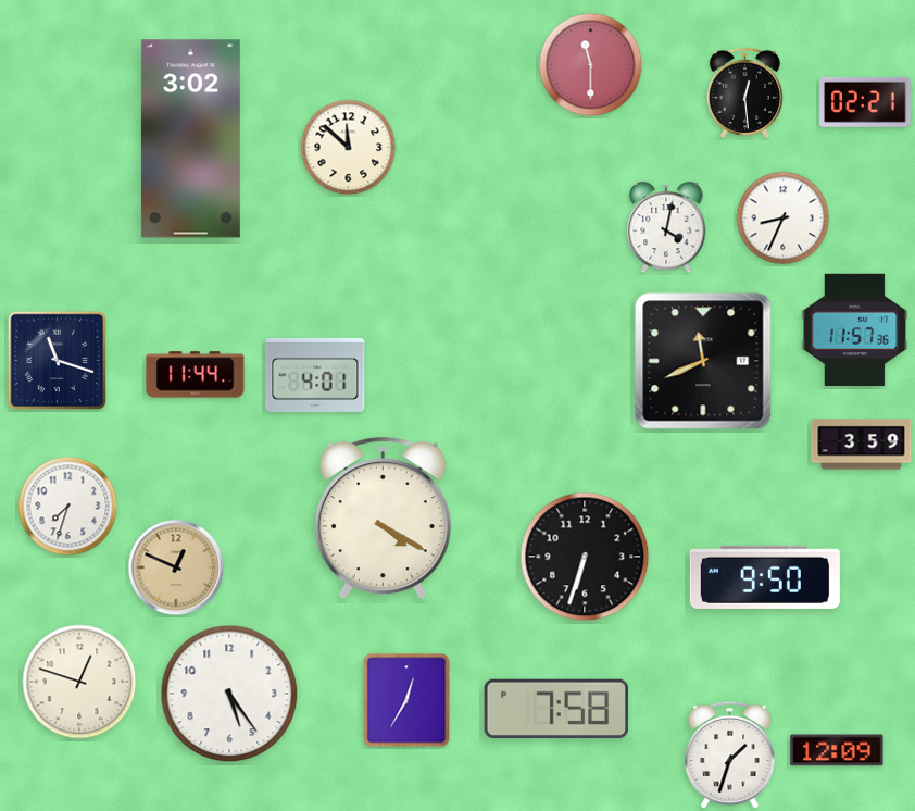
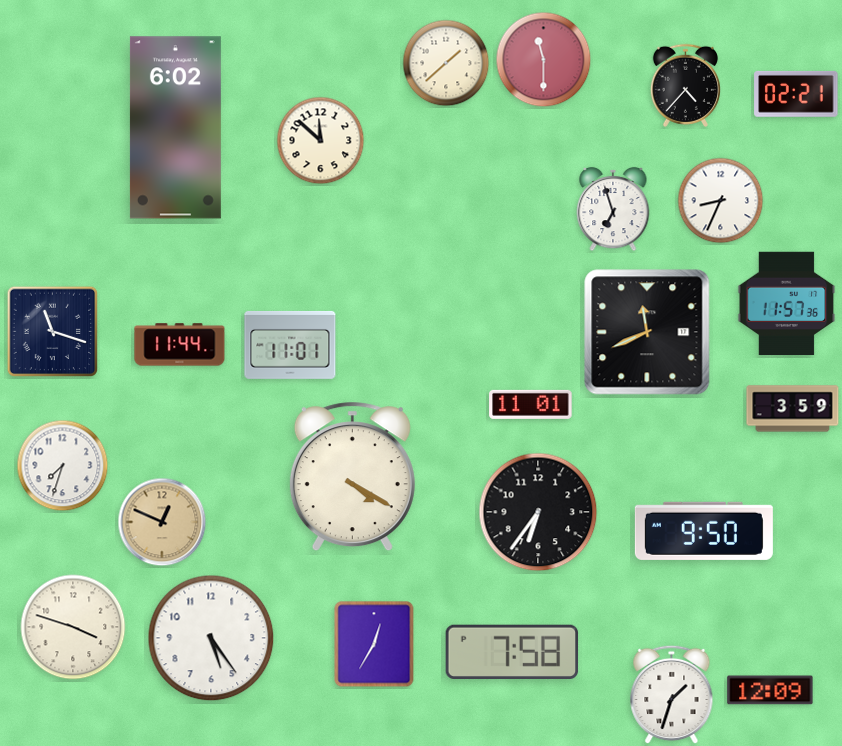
clock at (446, 63): none -> 1:38
clock at (744, 92): 12:29 -> 4:37
clock at (190, 139): 3:02 -> 6:02
clock at (349, 148) position: (349, 148) -> (321, 141)
clock at (666, 227): 4:02 -> 6:57
clock at (315, 375): 4:01 -> 11:01
clock at (531, 404): none -> 11:01
clock at (585, 557): 6:33 -> 6:36
clock at (79, 682): 12:48 -> 3:48
